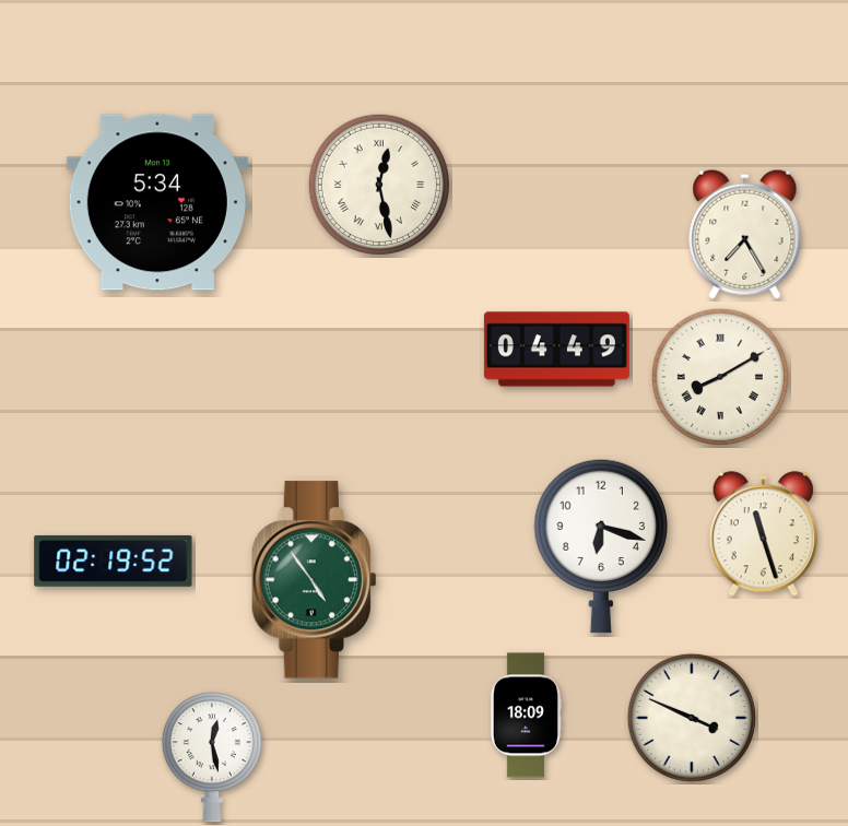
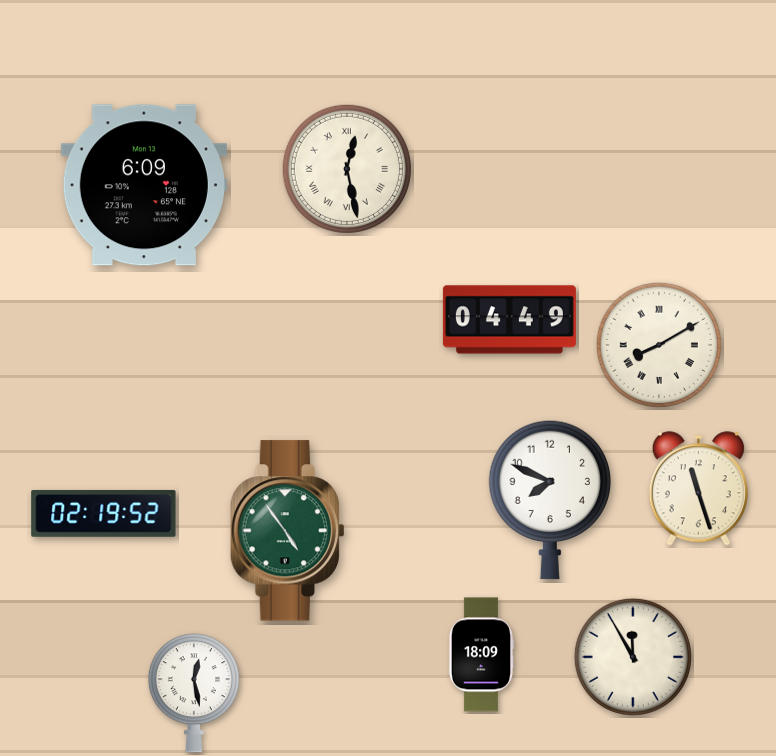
clock at (157, 202): 5:34 -> 6:09
clock at (745, 234): 7:25 -> none
clock at (600, 546): 6:18 -> 7:49
clock at (692, 718): 3:49 -> 11:55
